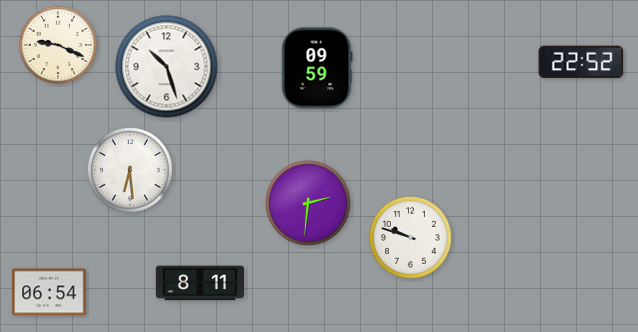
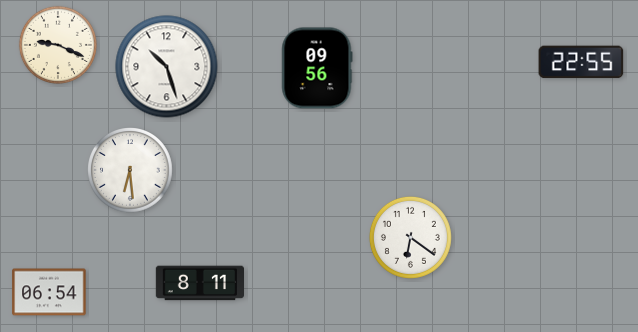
clock at (581, 62): 22:52 -> 22:55
clock at (317, 68): 09:59 -> 09:56
clock at (309, 204): 2:31 -> none
clock at (410, 237): 9:48 -> 6:21
